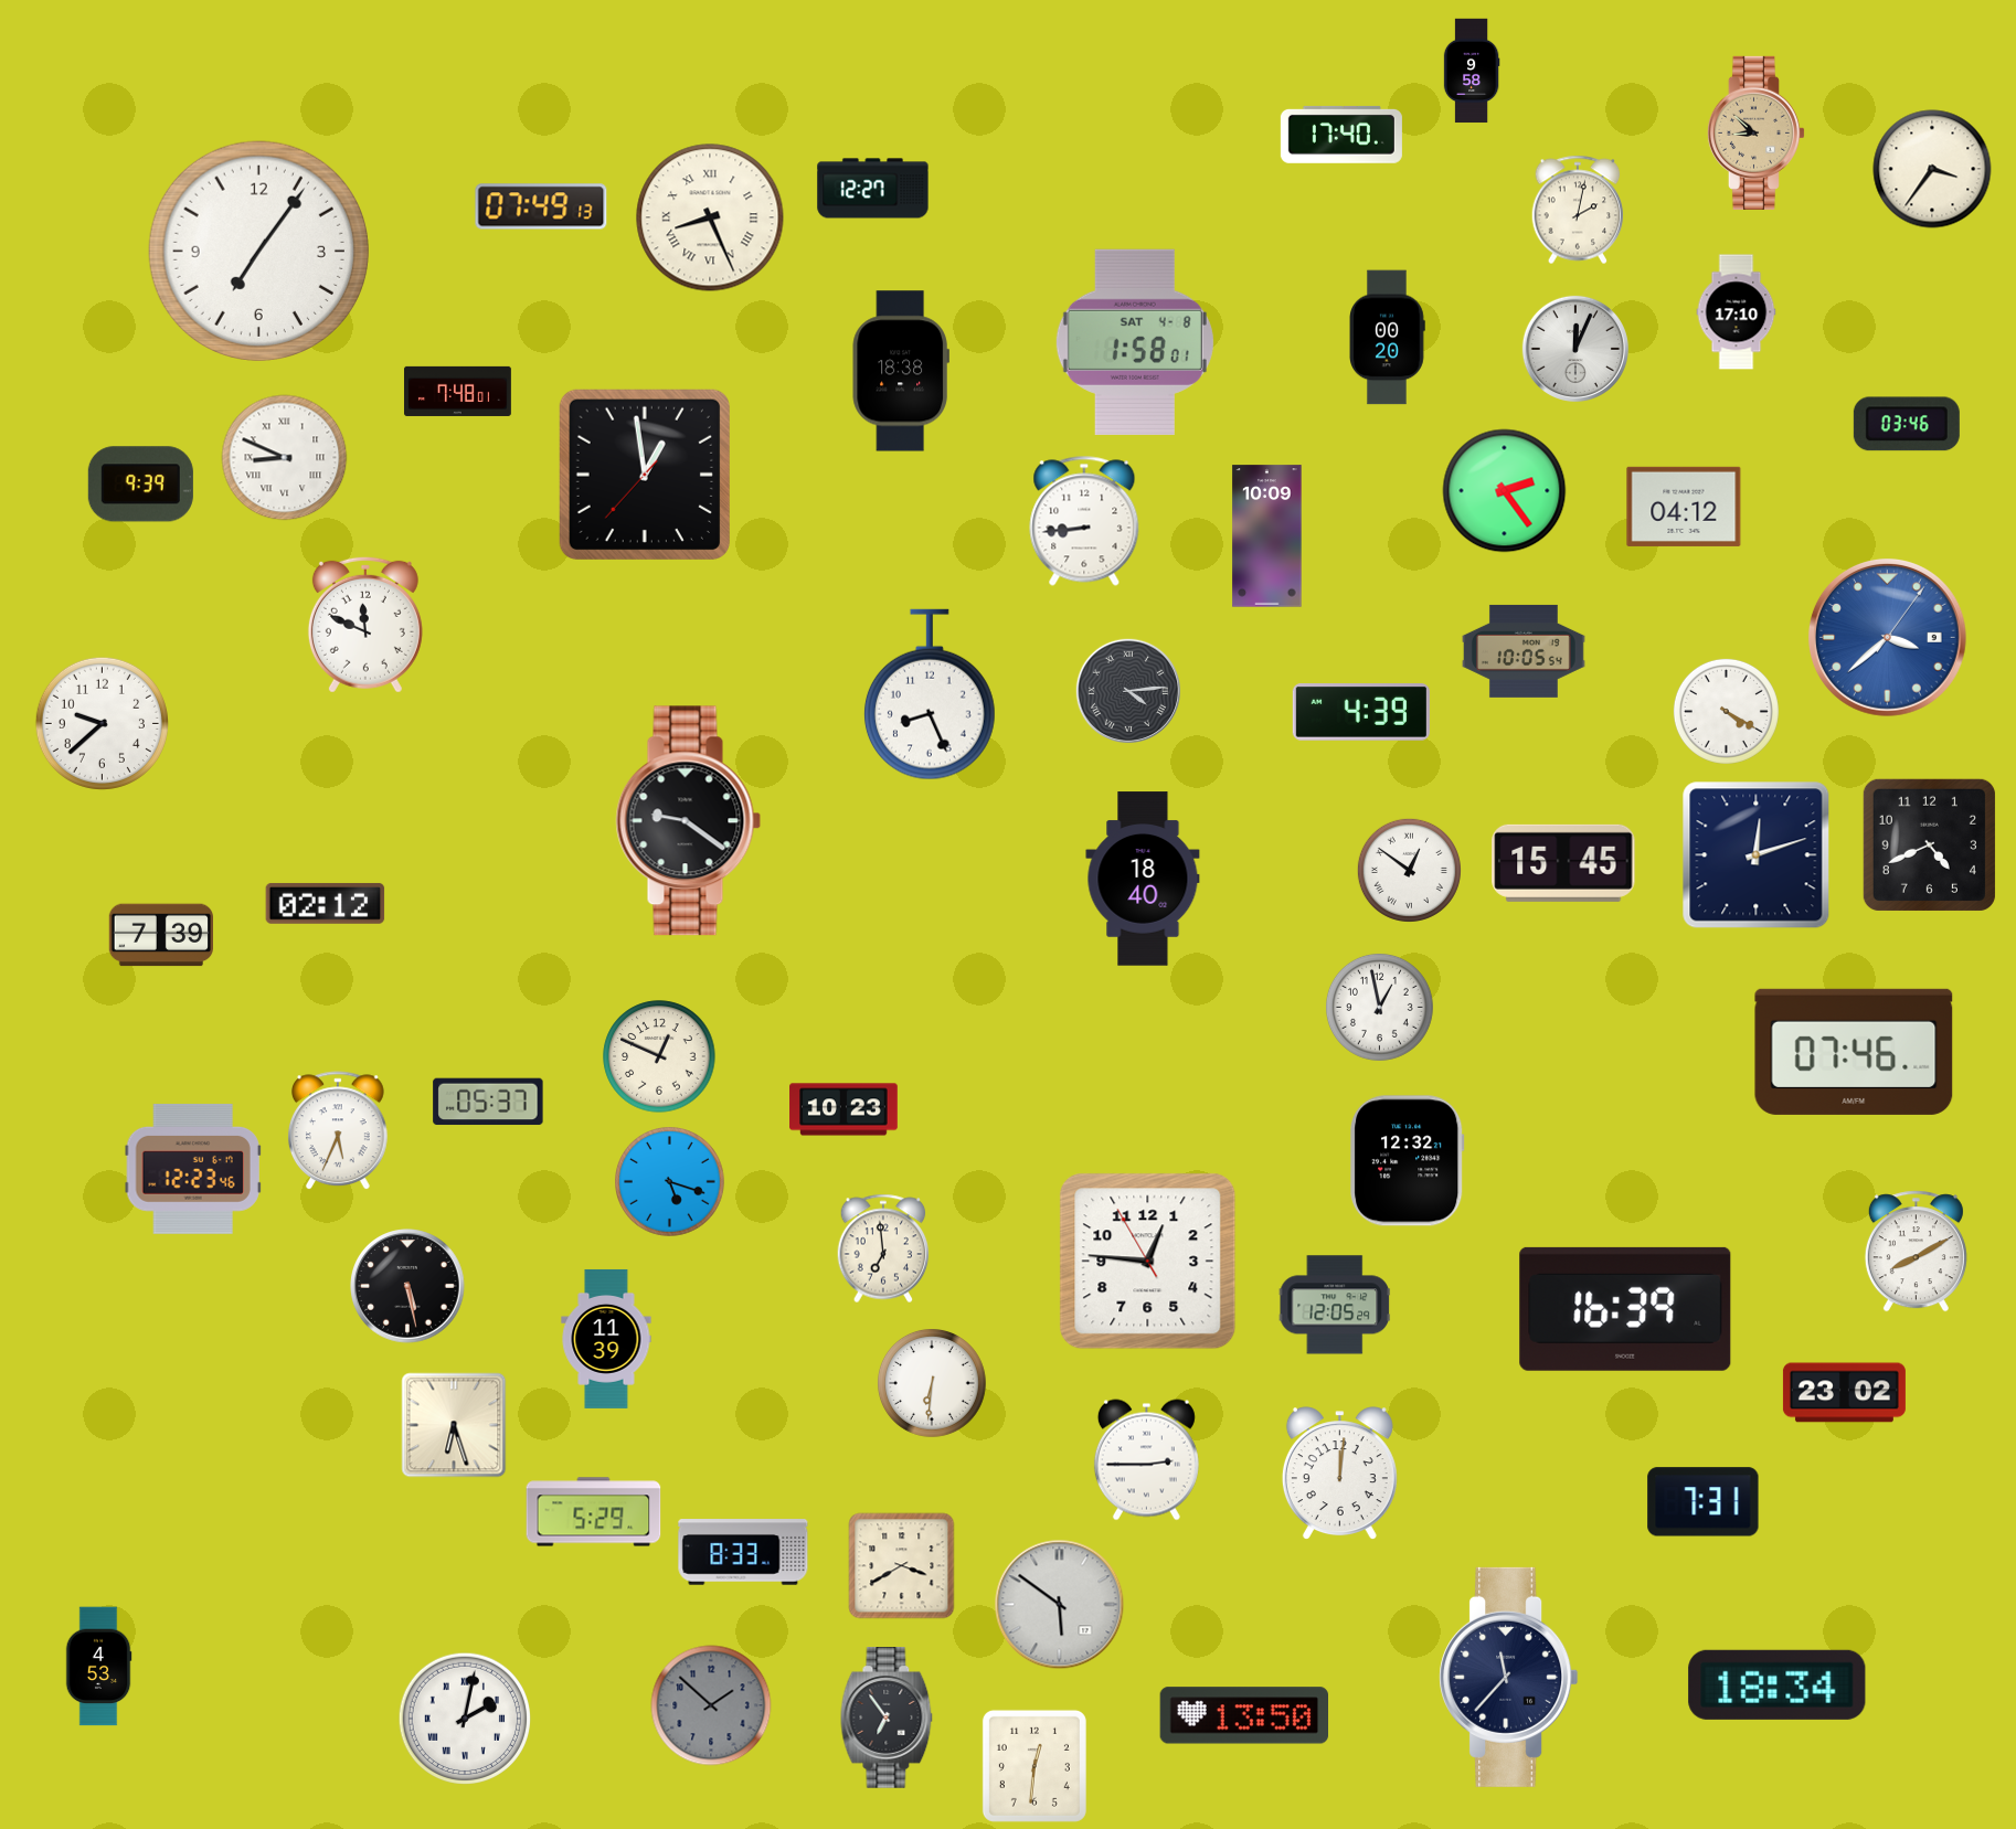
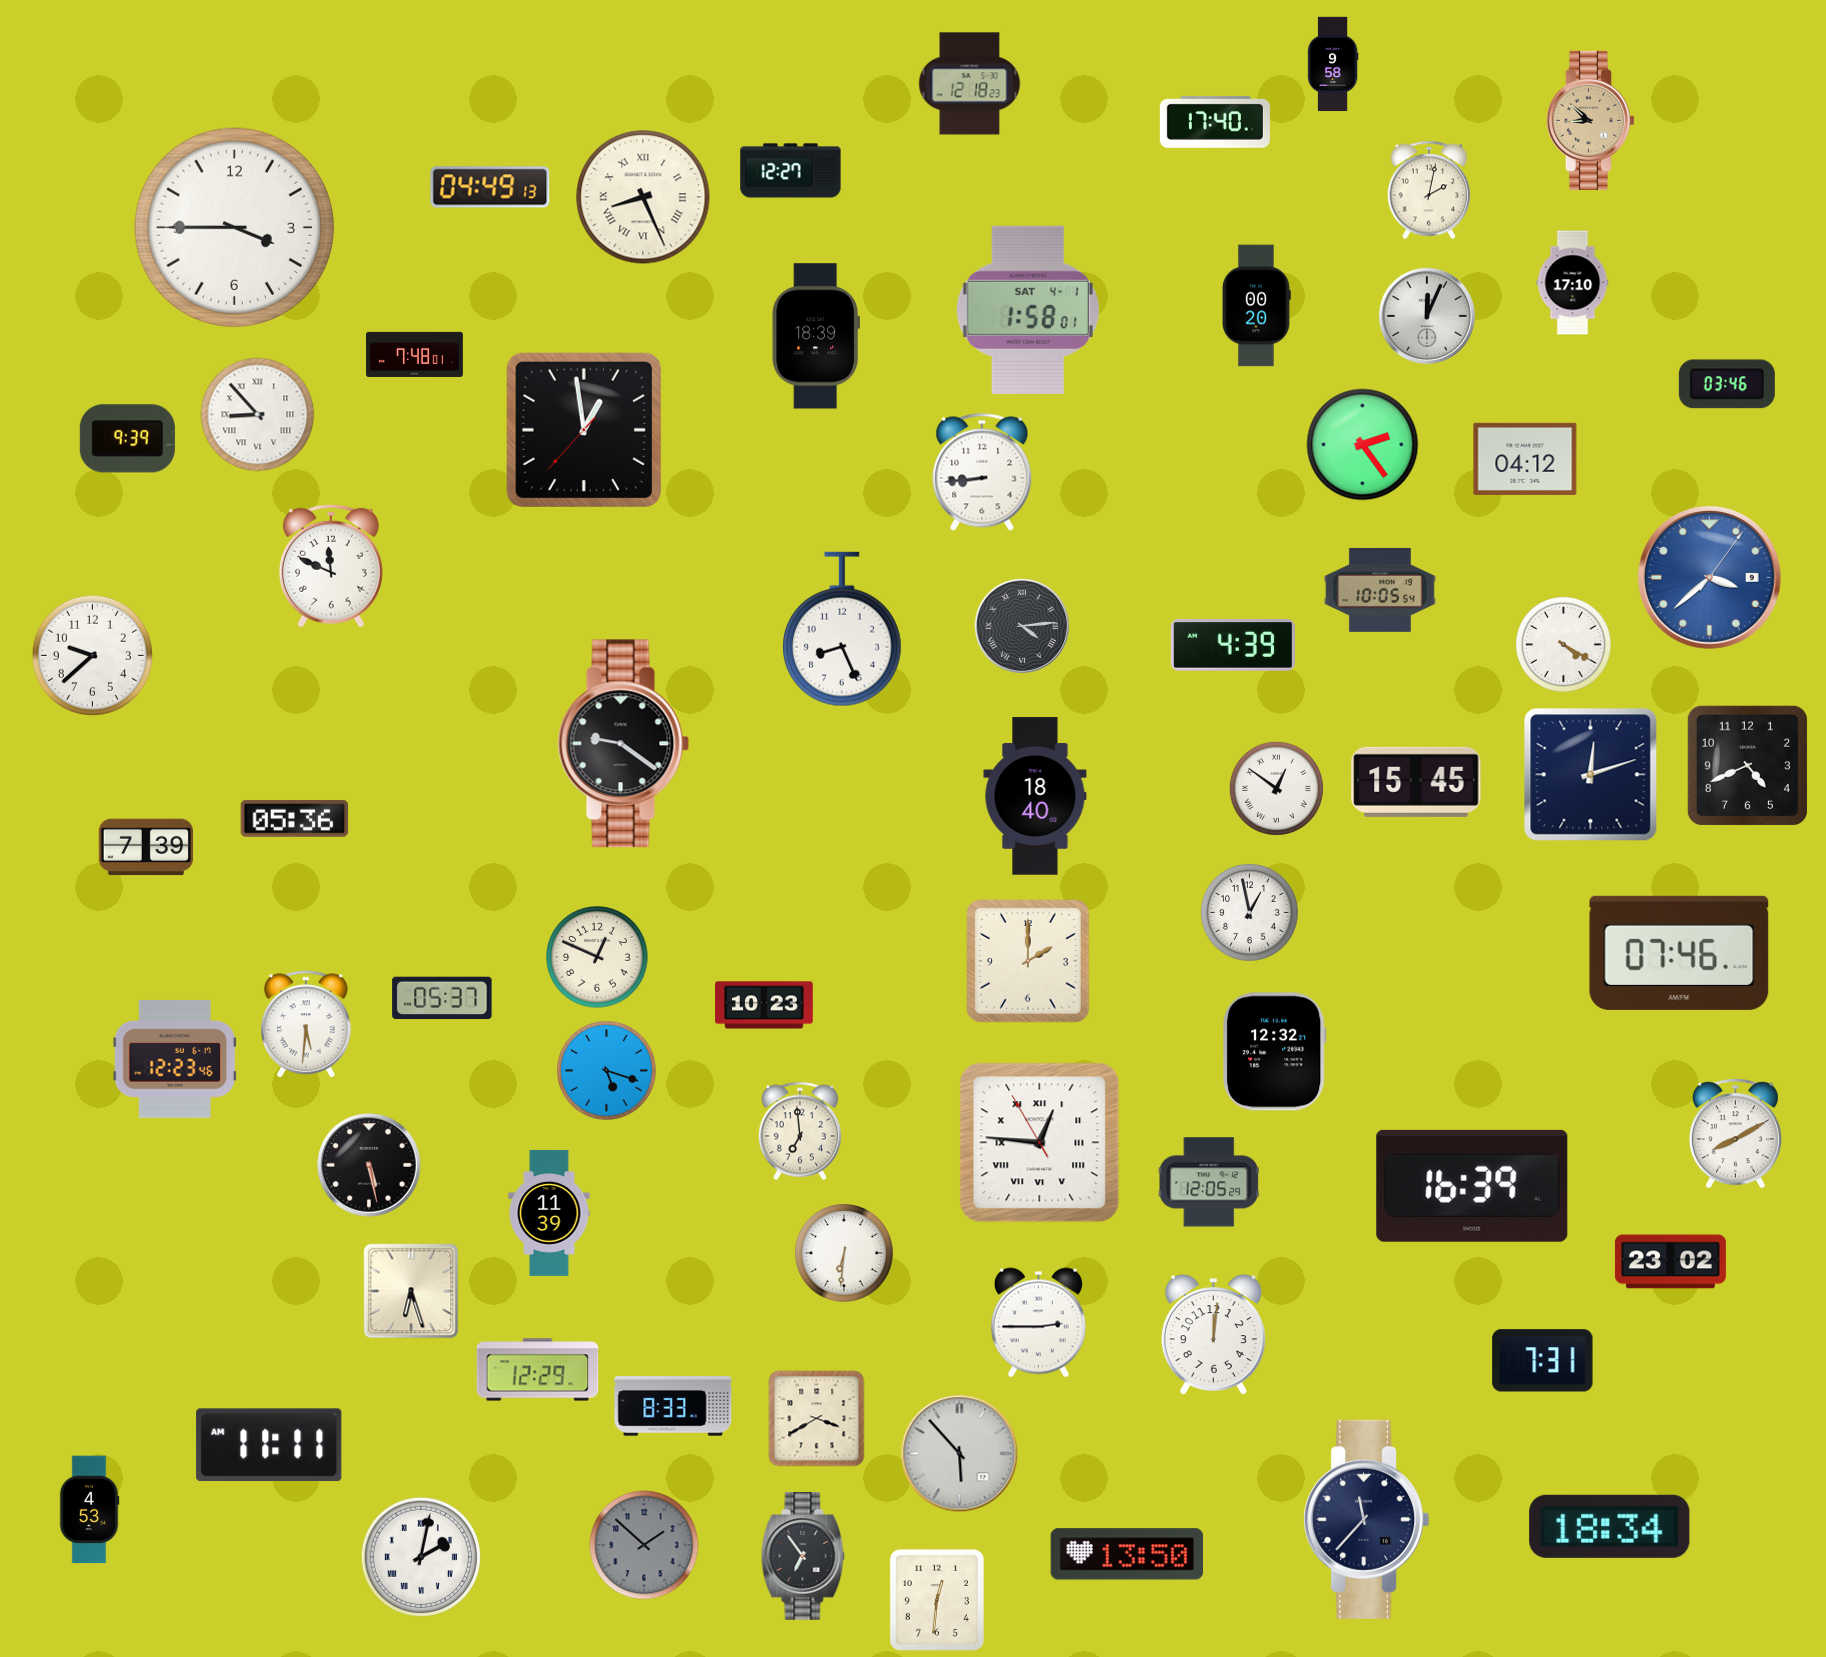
clock at (970, 84): none -> 12:18
clock at (1932, 169): 3:36 -> none
clock at (541, 206): 07:49 -> 04:49
clock at (258, 251): 7:06 -> 3:45
clock at (1135, 342) date: SAT 4-8 -> SAT 4-1
clock at (901, 371): 18:38 -> 18:39
clock at (285, 458): 8:49 -> 8:53
clock at (1267, 536): 10:09 -> none
clock at (326, 903): 02:12 -> 05:36
clock at (1028, 961): none -> 2:00
clock at (338, 1131): 5:34 -> 5:31
clock at (1148, 1262) numerals: Arabic -> Roman
clock at (594, 1512): 5:29 -> 12:29
clock at (269, 1445): none -> 11:11
clock at (1060, 1605): 5:51 -> 5:53
